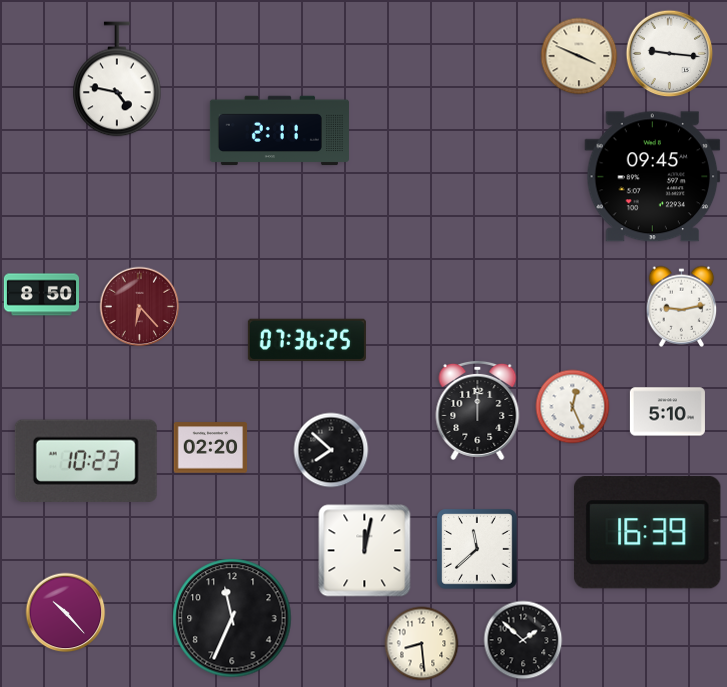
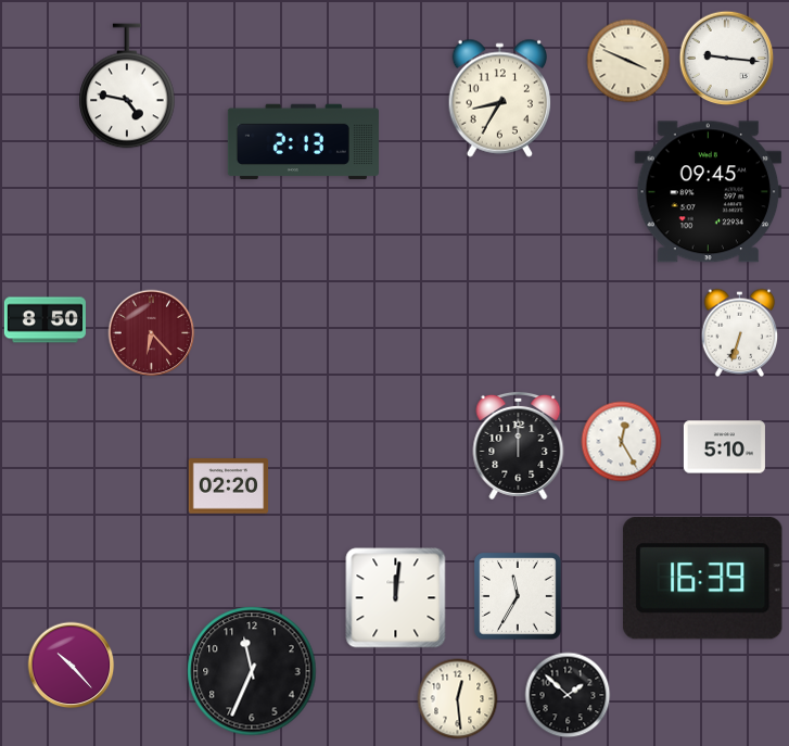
clock at (500, 98): none -> 8:35
clock at (279, 131): 2:11 -> 2:13
clock at (682, 306): 9:13 -> 6:33
clock at (307, 340): 07:36 -> none
clock at (573, 407): 12:26 -> 12:25
clock at (331, 450): 7:52 -> none
clock at (86, 461): 10:23 -> none
clock at (477, 549): 11:38 -> 11:35
clock at (365, 551): 12:02 -> 12:01
clock at (422, 644): 8:29 -> 12:29
